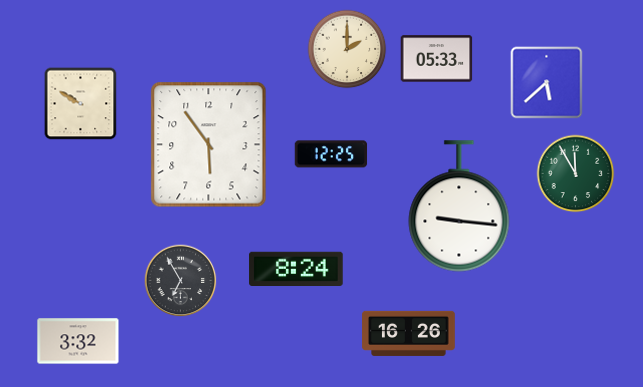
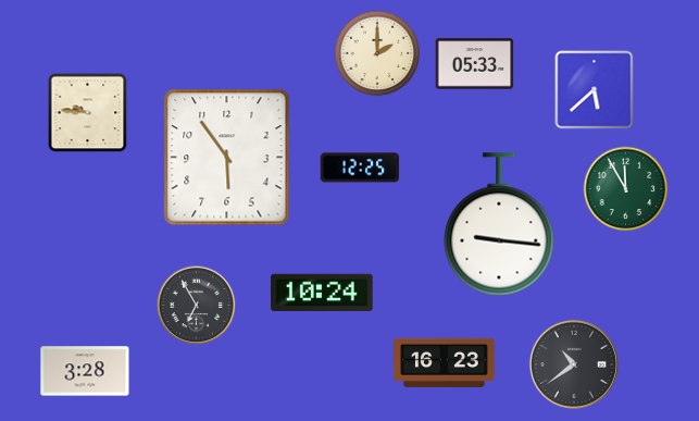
clock at (81, 104): 9:50 -> 9:46
clock at (296, 268): 8:24 -> 10:24
clock at (409, 333): 16:26 -> 16:23
clock at (574, 364): none -> 10:39
clock at (78, 341): 3:32 -> 3:28
